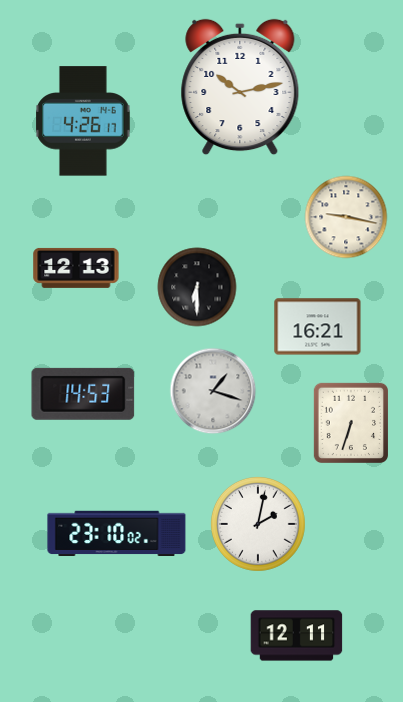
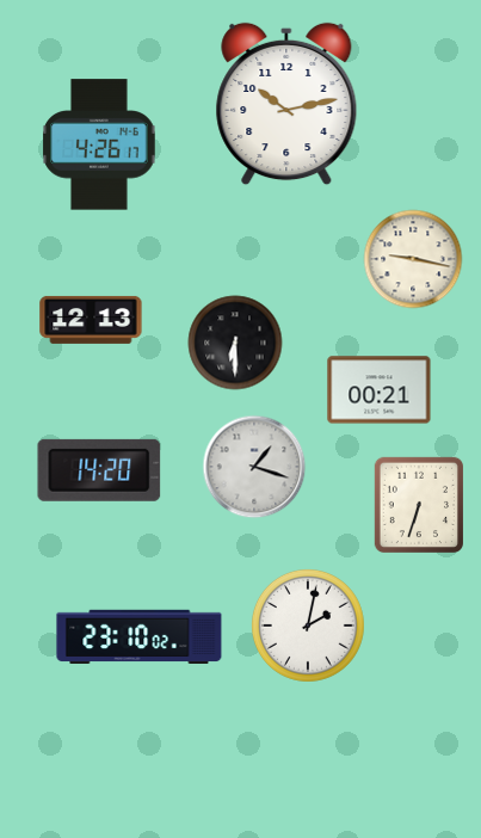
clock at (318, 327): 16:21 -> 00:21
clock at (83, 394): 14:53 -> 14:20
clock at (297, 636): 12:11 -> none
